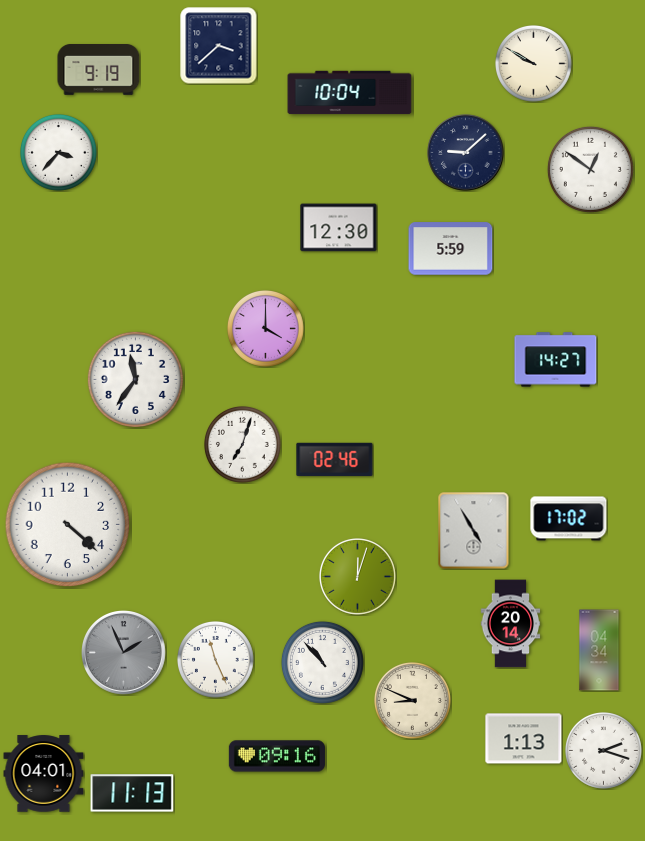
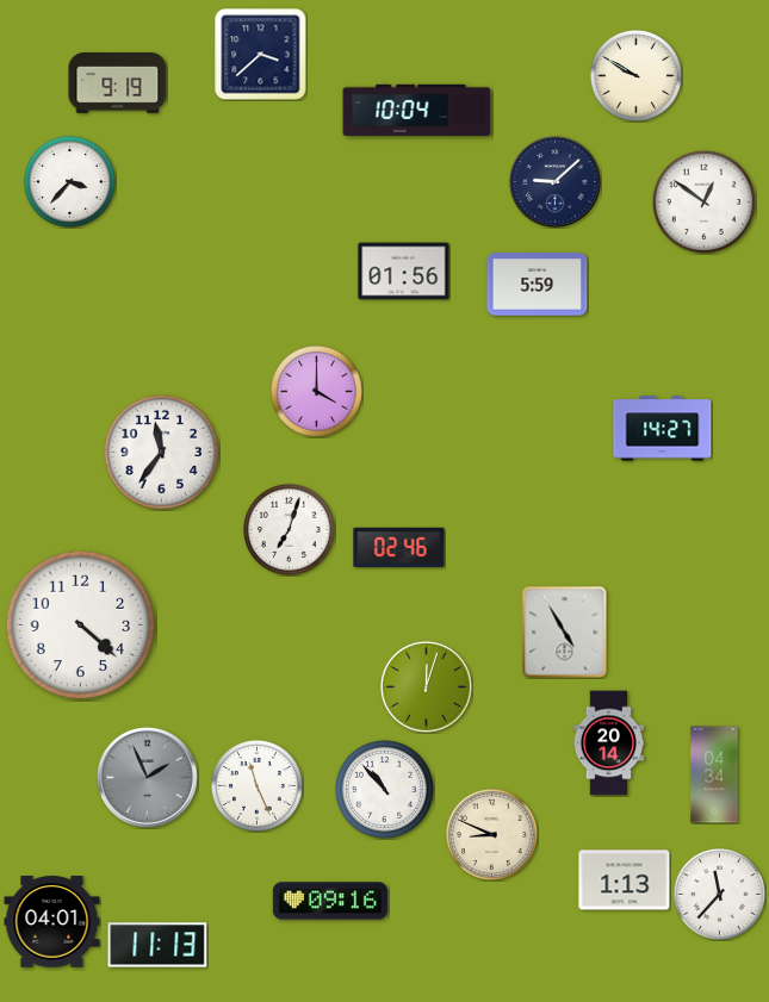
clock at (339, 228): 12:30 -> 01:56
clock at (451, 249) position: (451, 249) -> (538, 285)
clock at (569, 519): 17:02 -> none
clock at (604, 751): 2:18 -> 11:37
